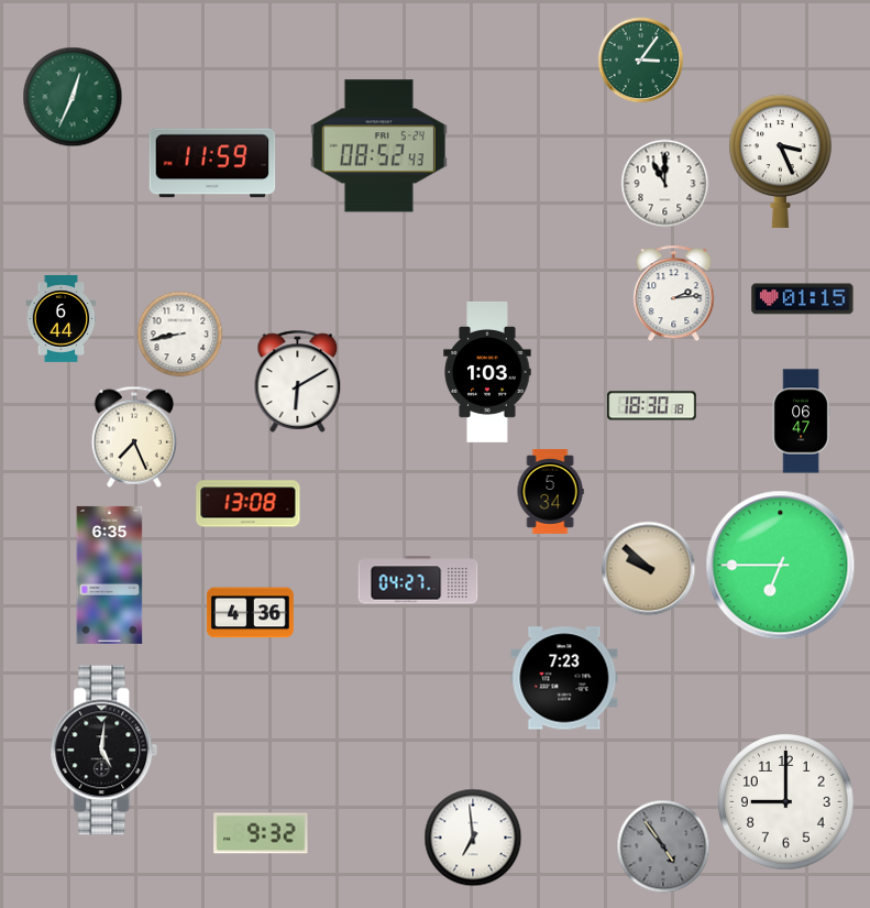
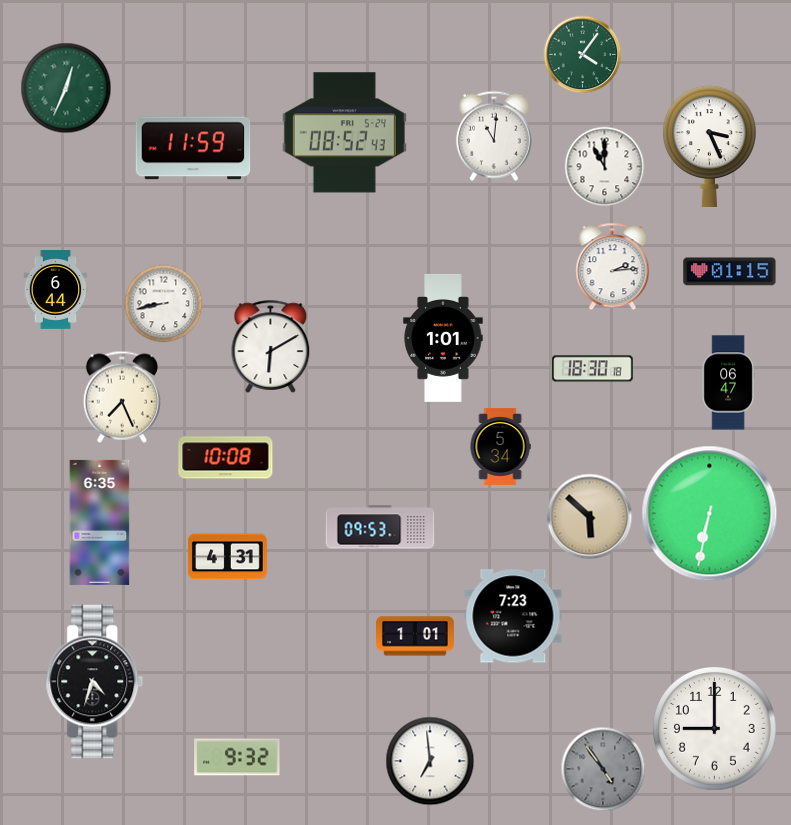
clock at (640, 59): 3:06 -> 4:06
clock at (494, 136): none -> 11:01
clock at (487, 372): 1:03 -> 1:01
clock at (249, 504): 13:08 -> 10:08
clock at (781, 566): 6:45 -> 6:32
clock at (648, 568): 9:52 -> 5:52
clock at (418, 580): 04:27 -> 09:53
clock at (250, 613): 4:36 -> 4:31
clock at (416, 636): none -> 1:01
clock at (104, 751): 5:01 -> 4:33
